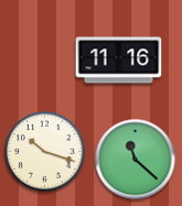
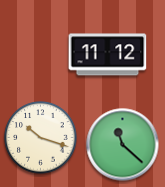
clock at (119, 61): 11:16 -> 11:12
